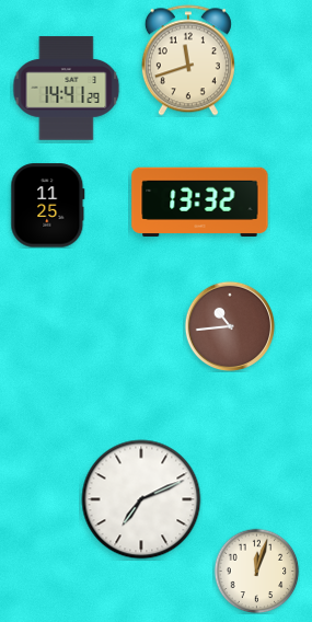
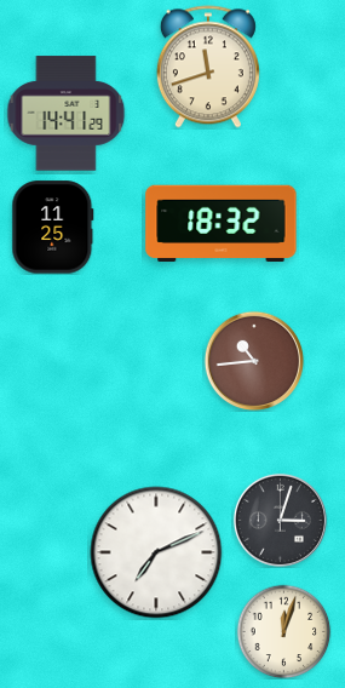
clock at (67, 89) position: (67, 89) -> (67, 114)
clock at (200, 201): 13:32 -> 18:32
clock at (280, 520): none -> 3:03
